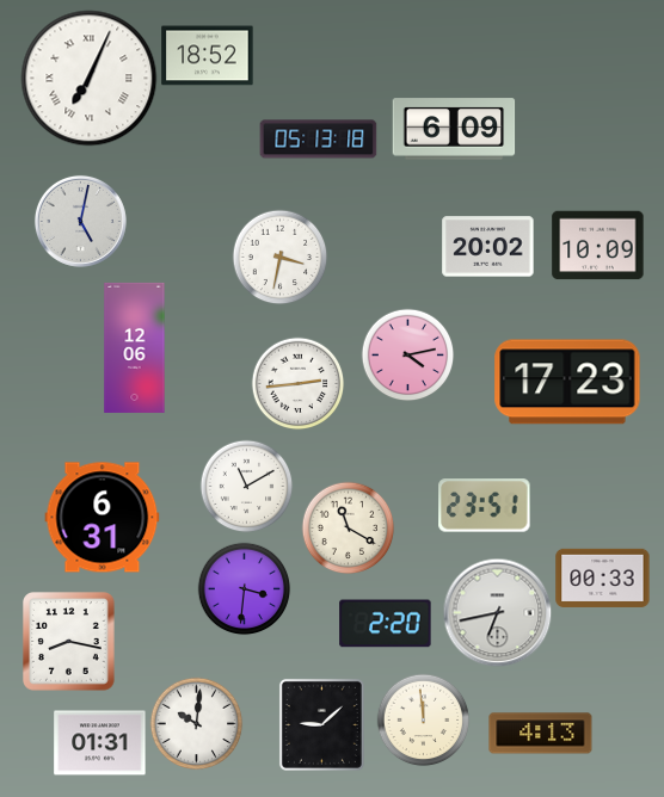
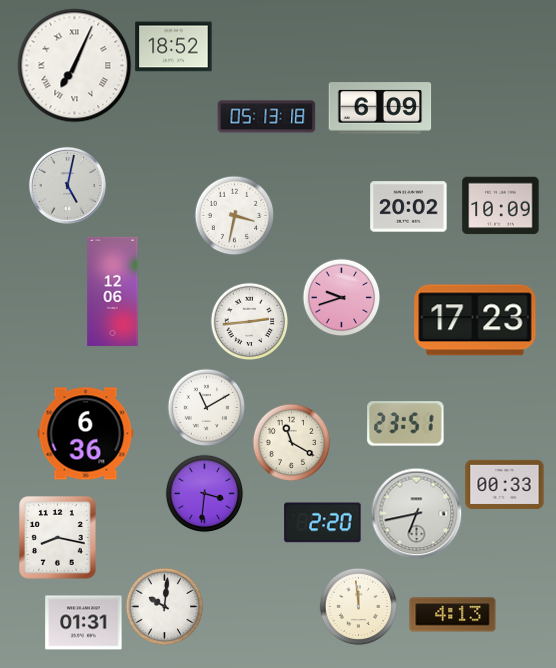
clock at (407, 354): 4:13 -> 9:42
clock at (103, 518): 6:31 -> 6:36
clock at (423, 719) position: (423, 719) -> (358, 606)
clock at (321, 724): 9:08 -> none
